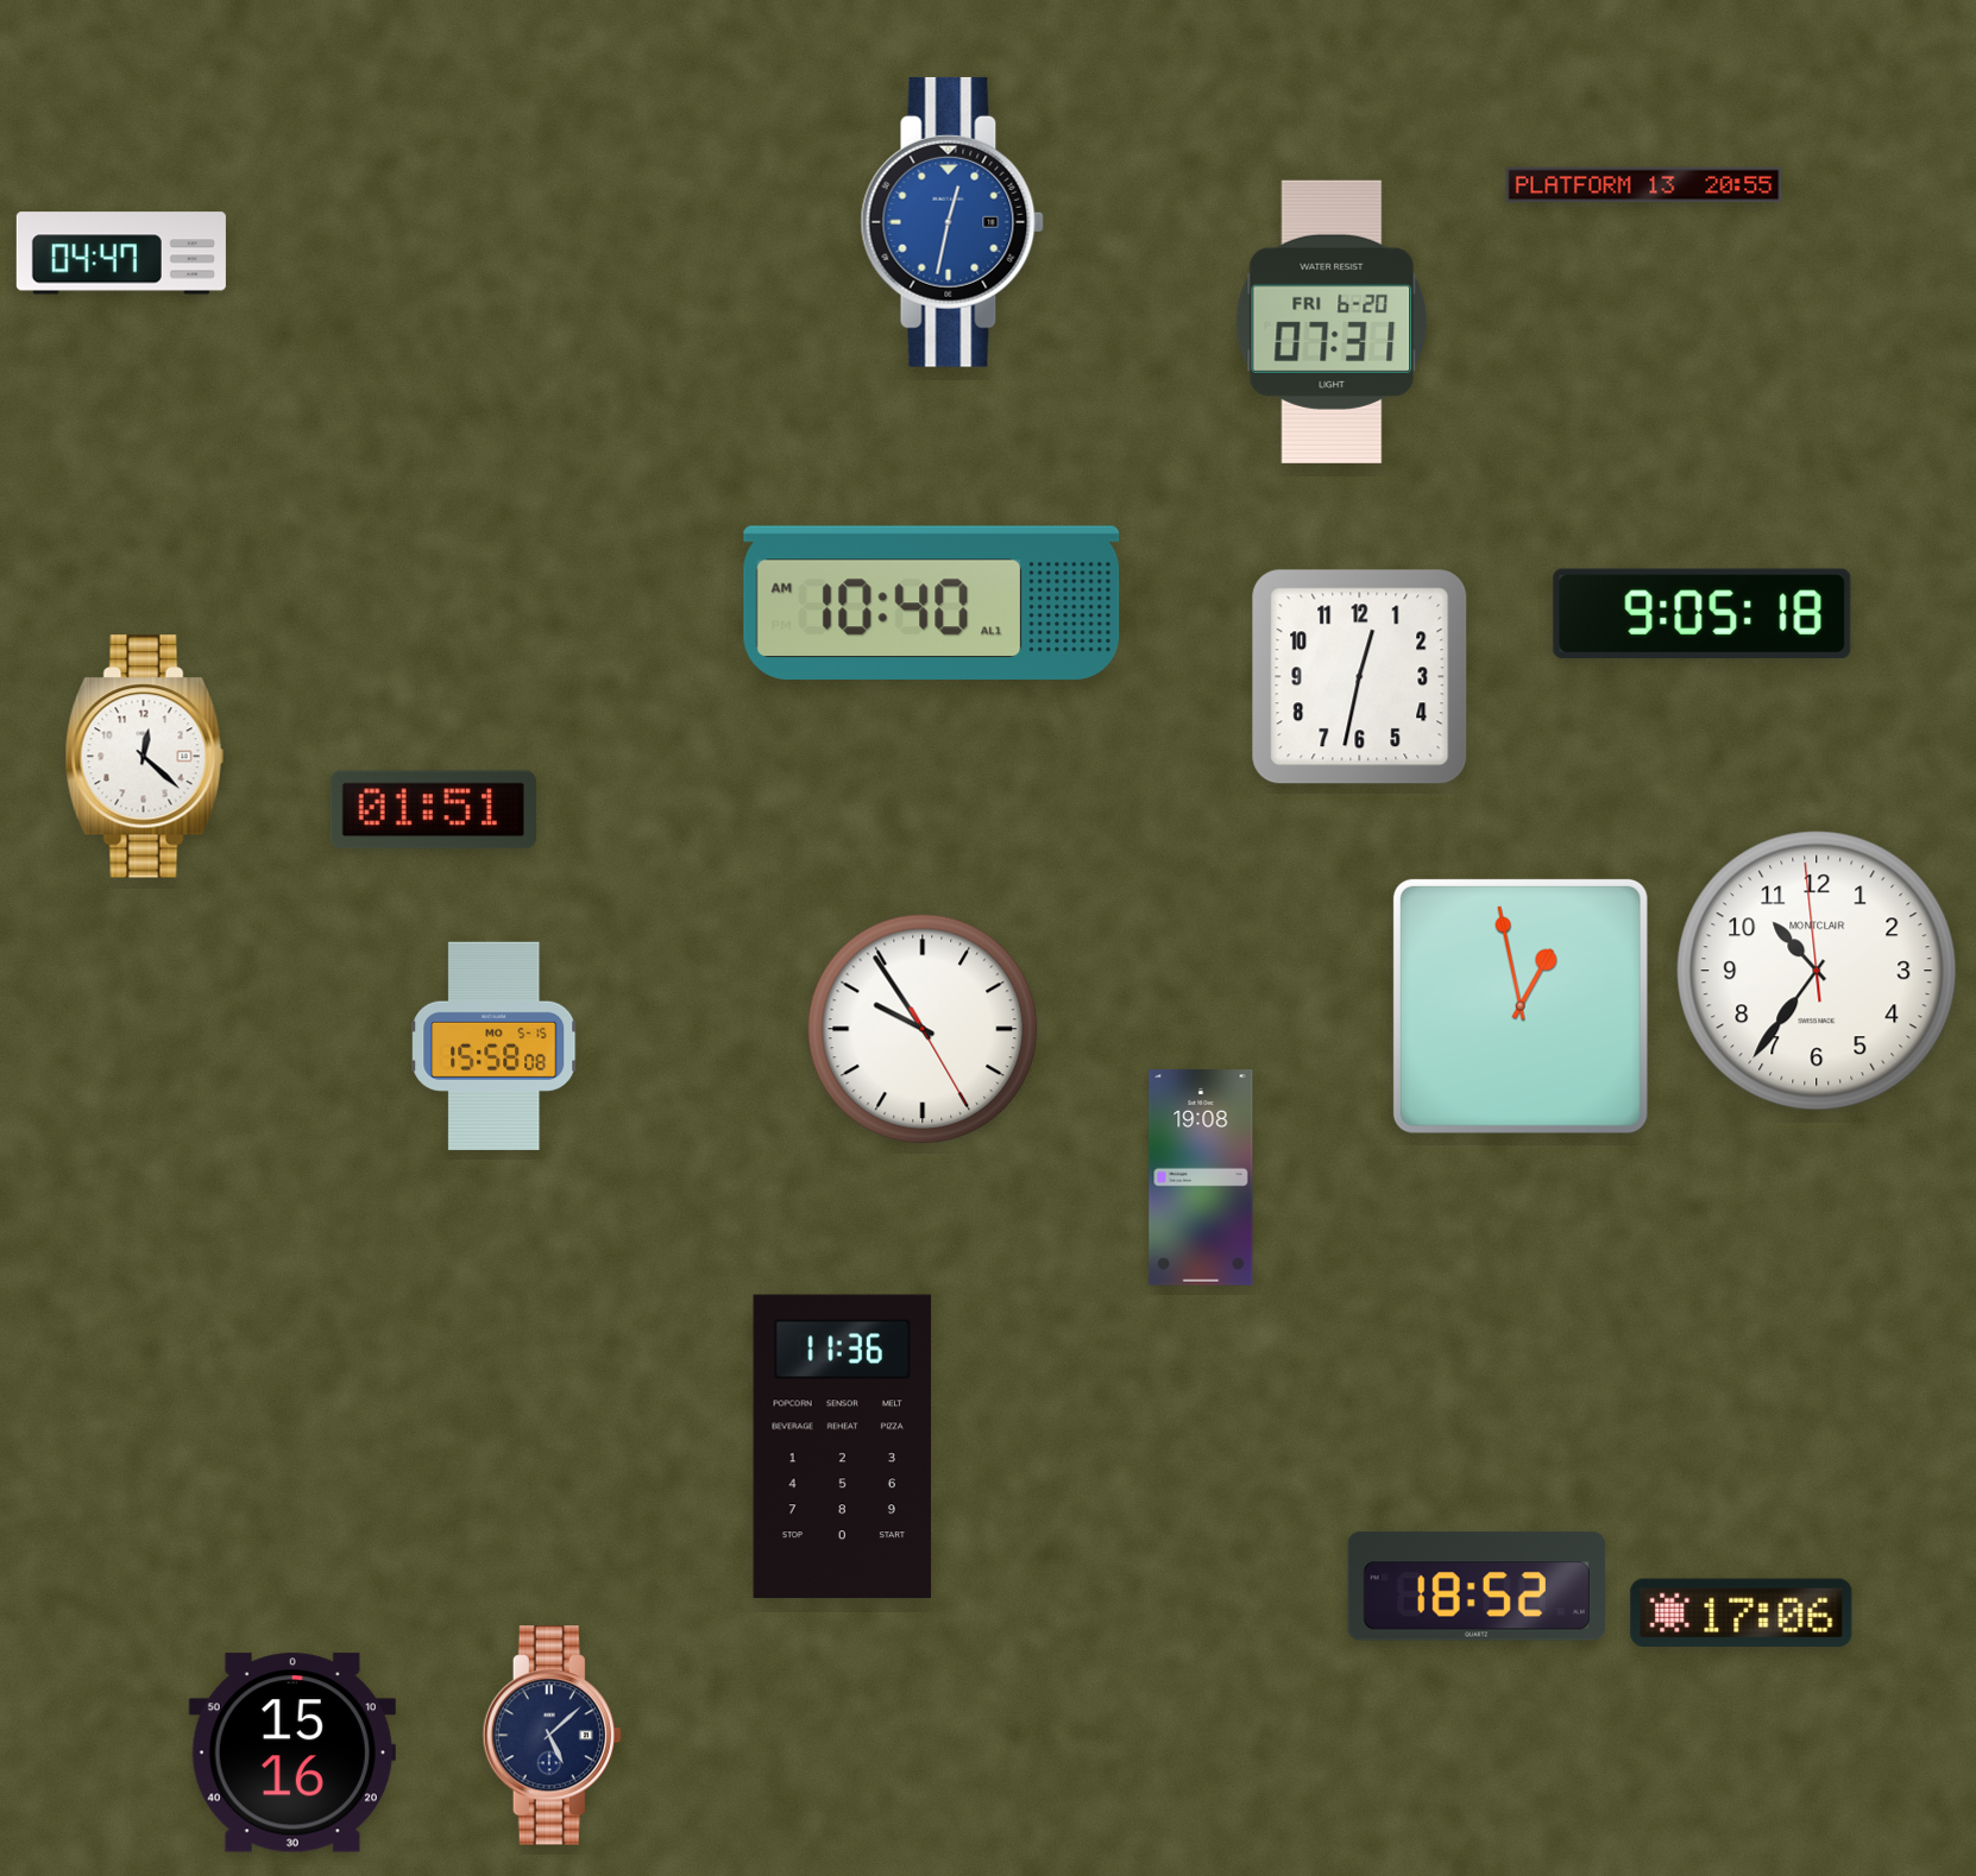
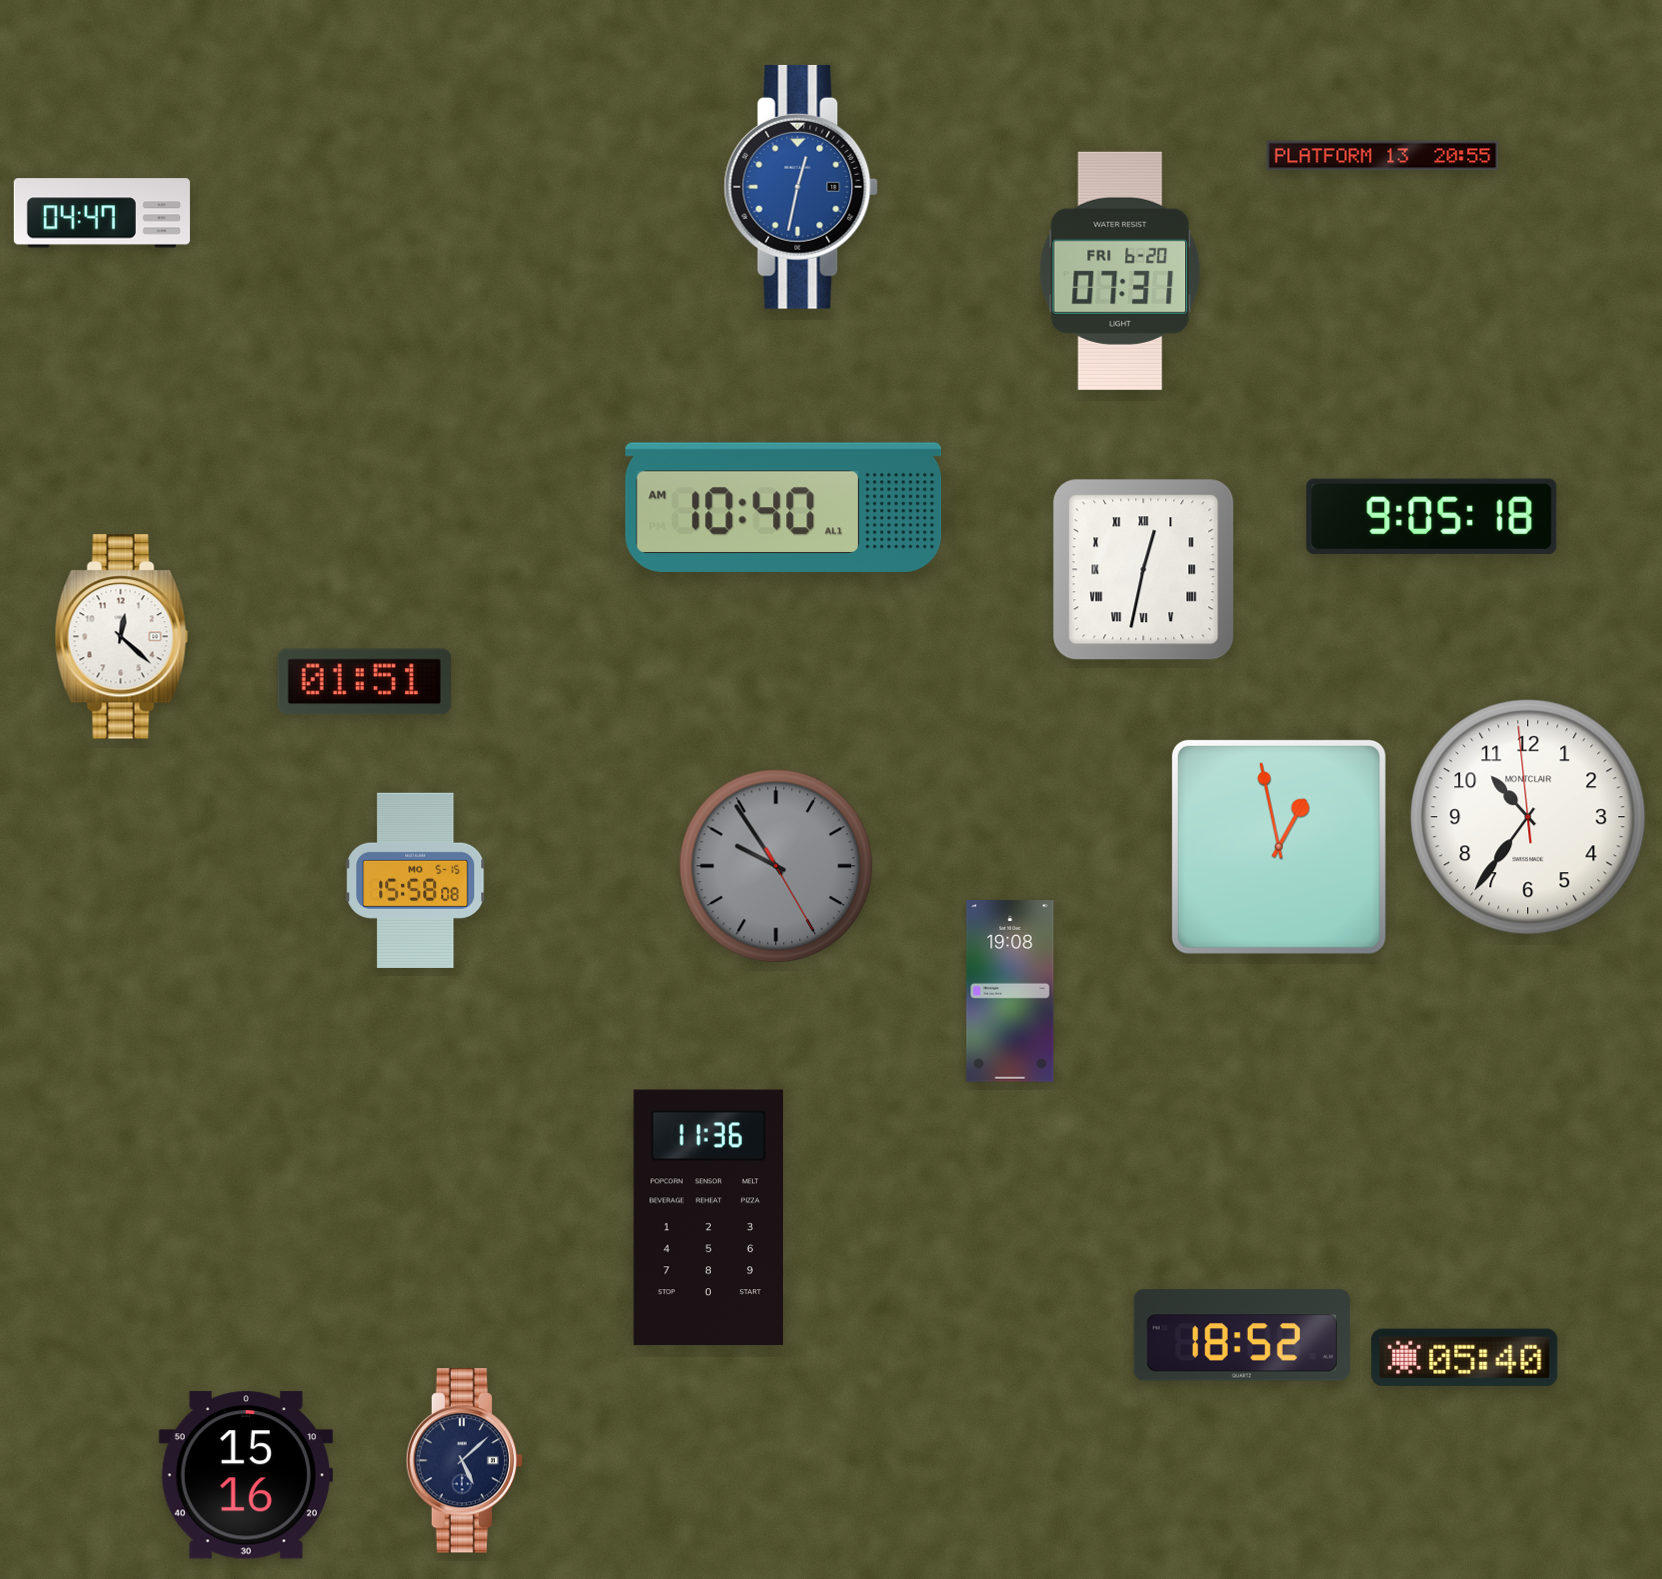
clock at (1360, 677) numerals: Arabic -> Roman
clock at (923, 1029) dial: white -> grey
clock at (1742, 1613): 17:06 -> 05:40
